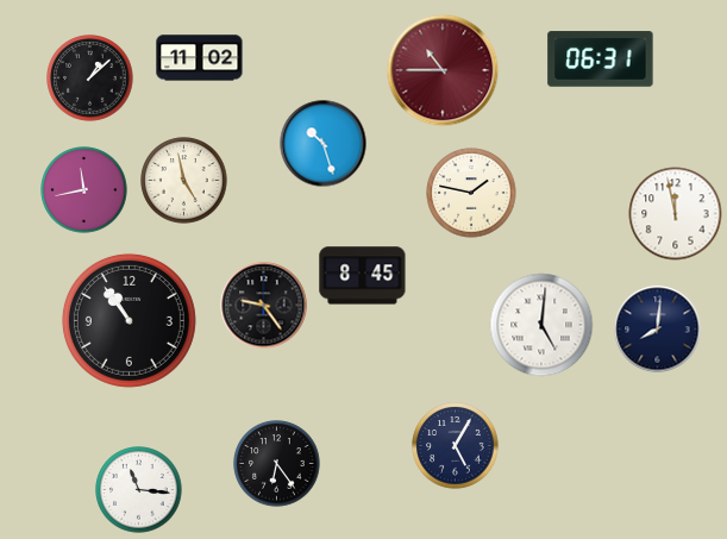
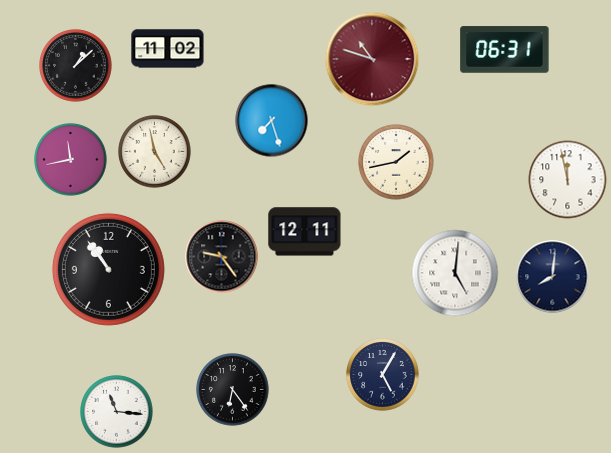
clock at (443, 70): 10:45 -> 10:48
clock at (324, 144): 10:27 -> 7:27
clock at (471, 193): 1:47 -> 1:43
clock at (363, 276): 8:45 -> 12:11
